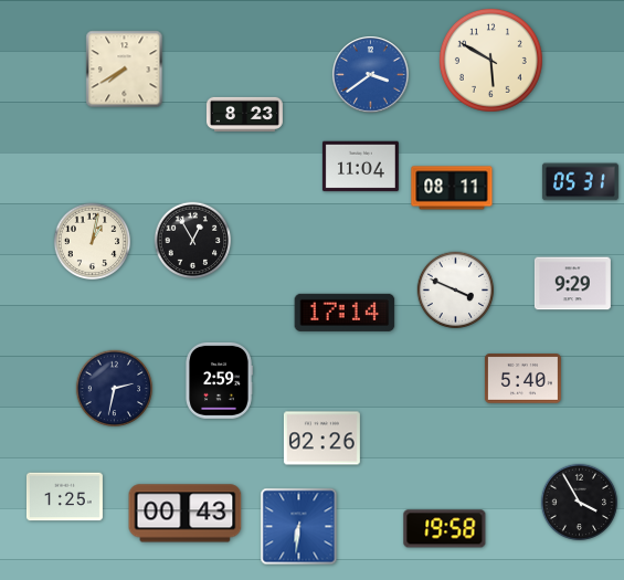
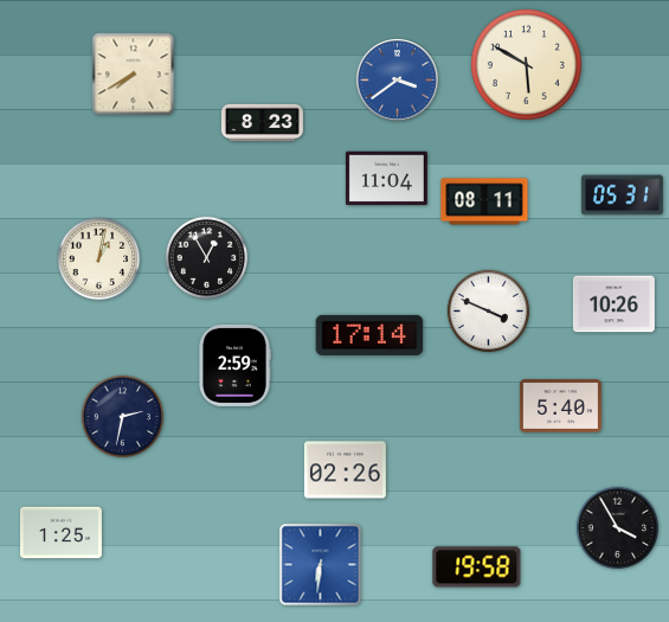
clock at (572, 284): 9:29 -> 10:26
clock at (219, 380) position: (219, 380) -> (234, 365)
clock at (64, 497) position: (64, 497) -> (60, 533)
clock at (580, 503) position: (580, 503) -> (618, 528)
clock at (186, 514): 00:43 -> none
